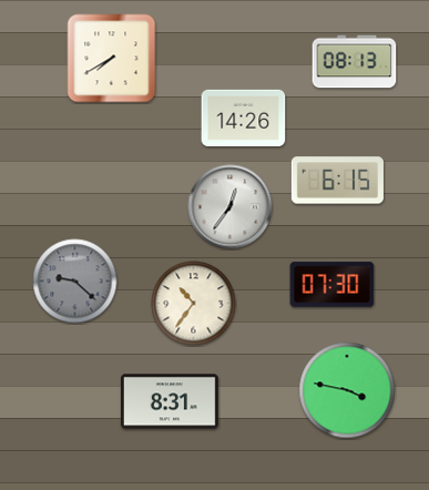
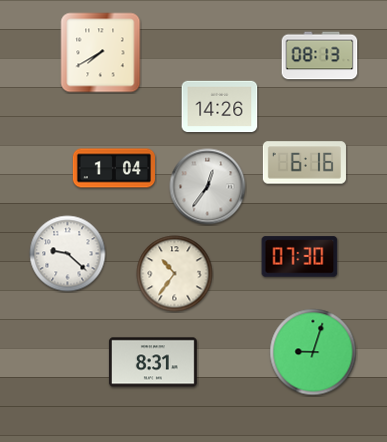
clock at (337, 181): 6:15 -> 6:16
clock at (113, 168): none -> 1:04
clock at (75, 282) dial: grey -> white
clock at (347, 390): 3:47 -> 9:03
